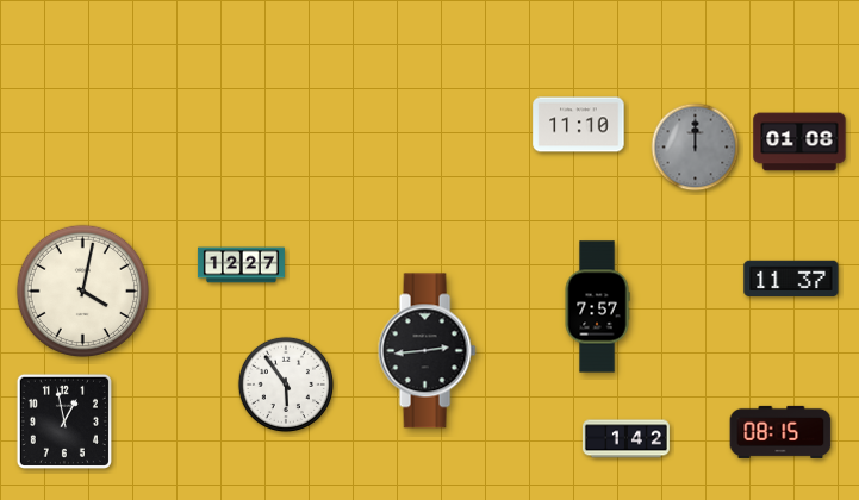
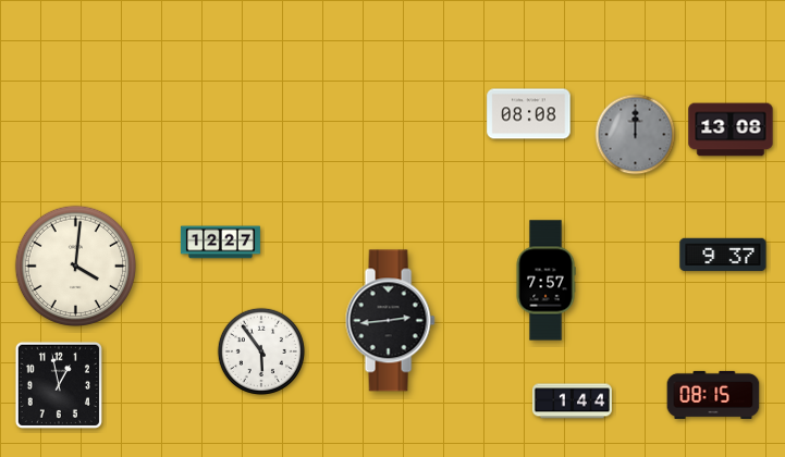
clock at (579, 125): 11:10 -> 08:08
clock at (799, 142): 01:08 -> 13:08
clock at (791, 279): 11:37 -> 9:37
clock at (82, 290): 4:02 -> 4:01
clock at (625, 439): 1:42 -> 1:44
